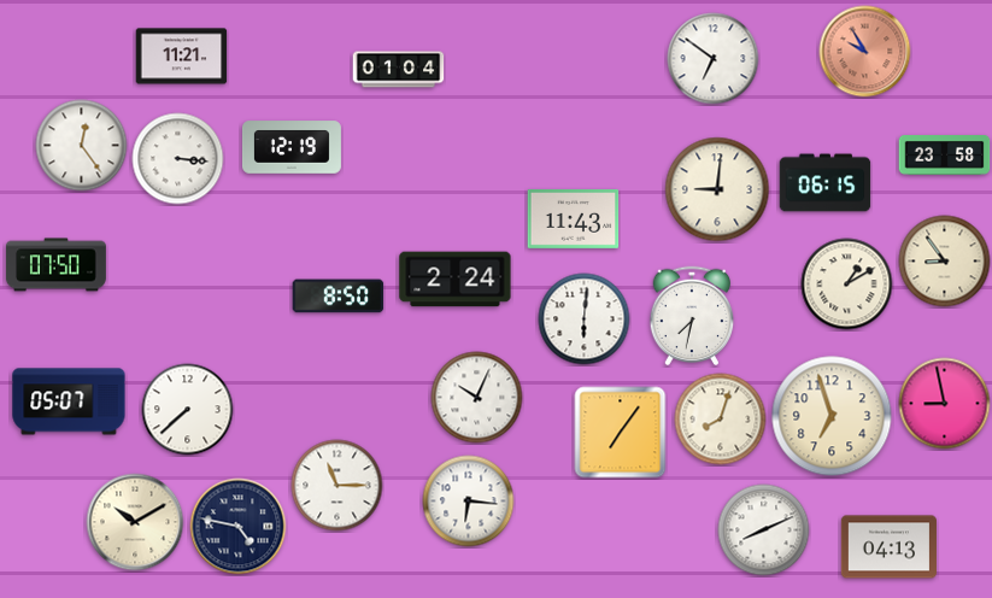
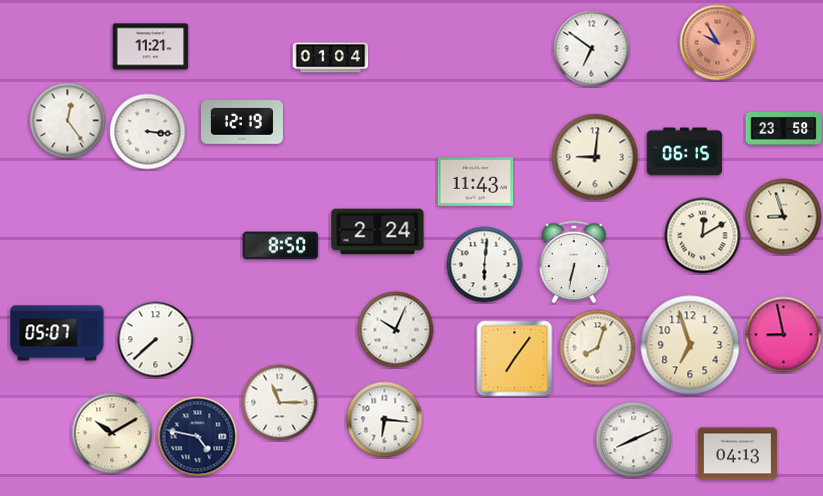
clock at (945, 262): 8:54 -> 8:57
clock at (57, 265): 07:50 -> none
clock at (847, 285): 1:10 -> 12:10
clock at (692, 315): 7:32 -> 6:32
clock at (469, 502) position: (469, 502) -> (385, 420)
